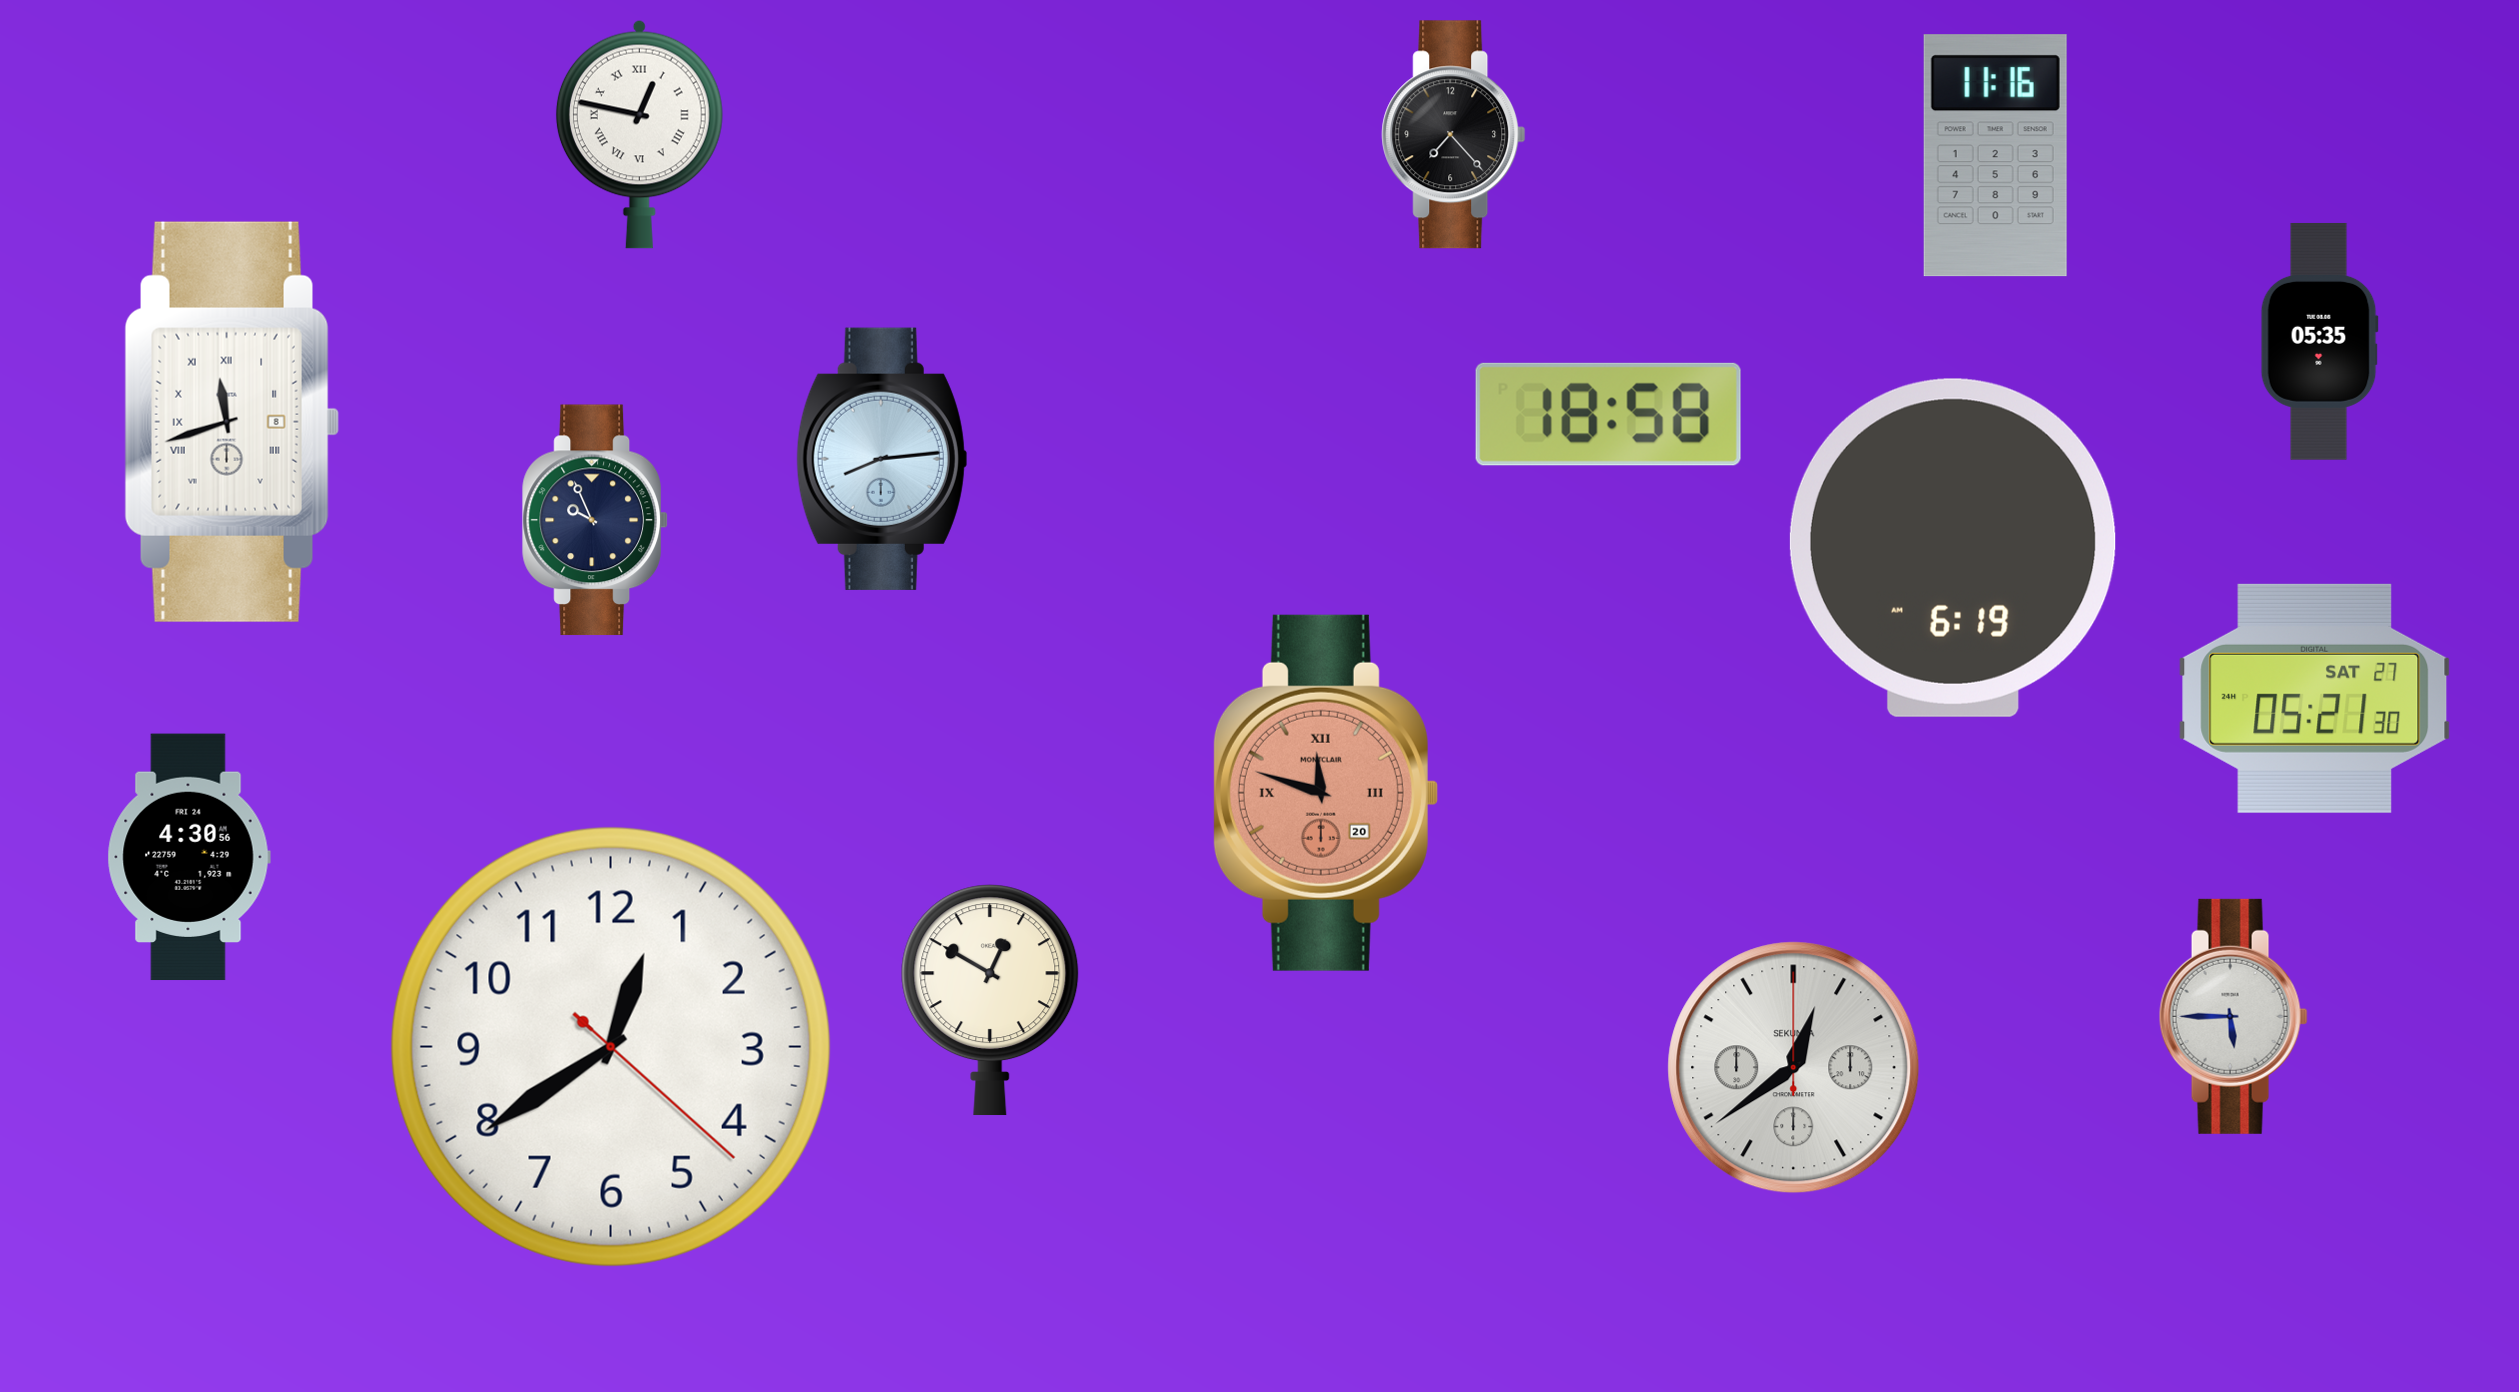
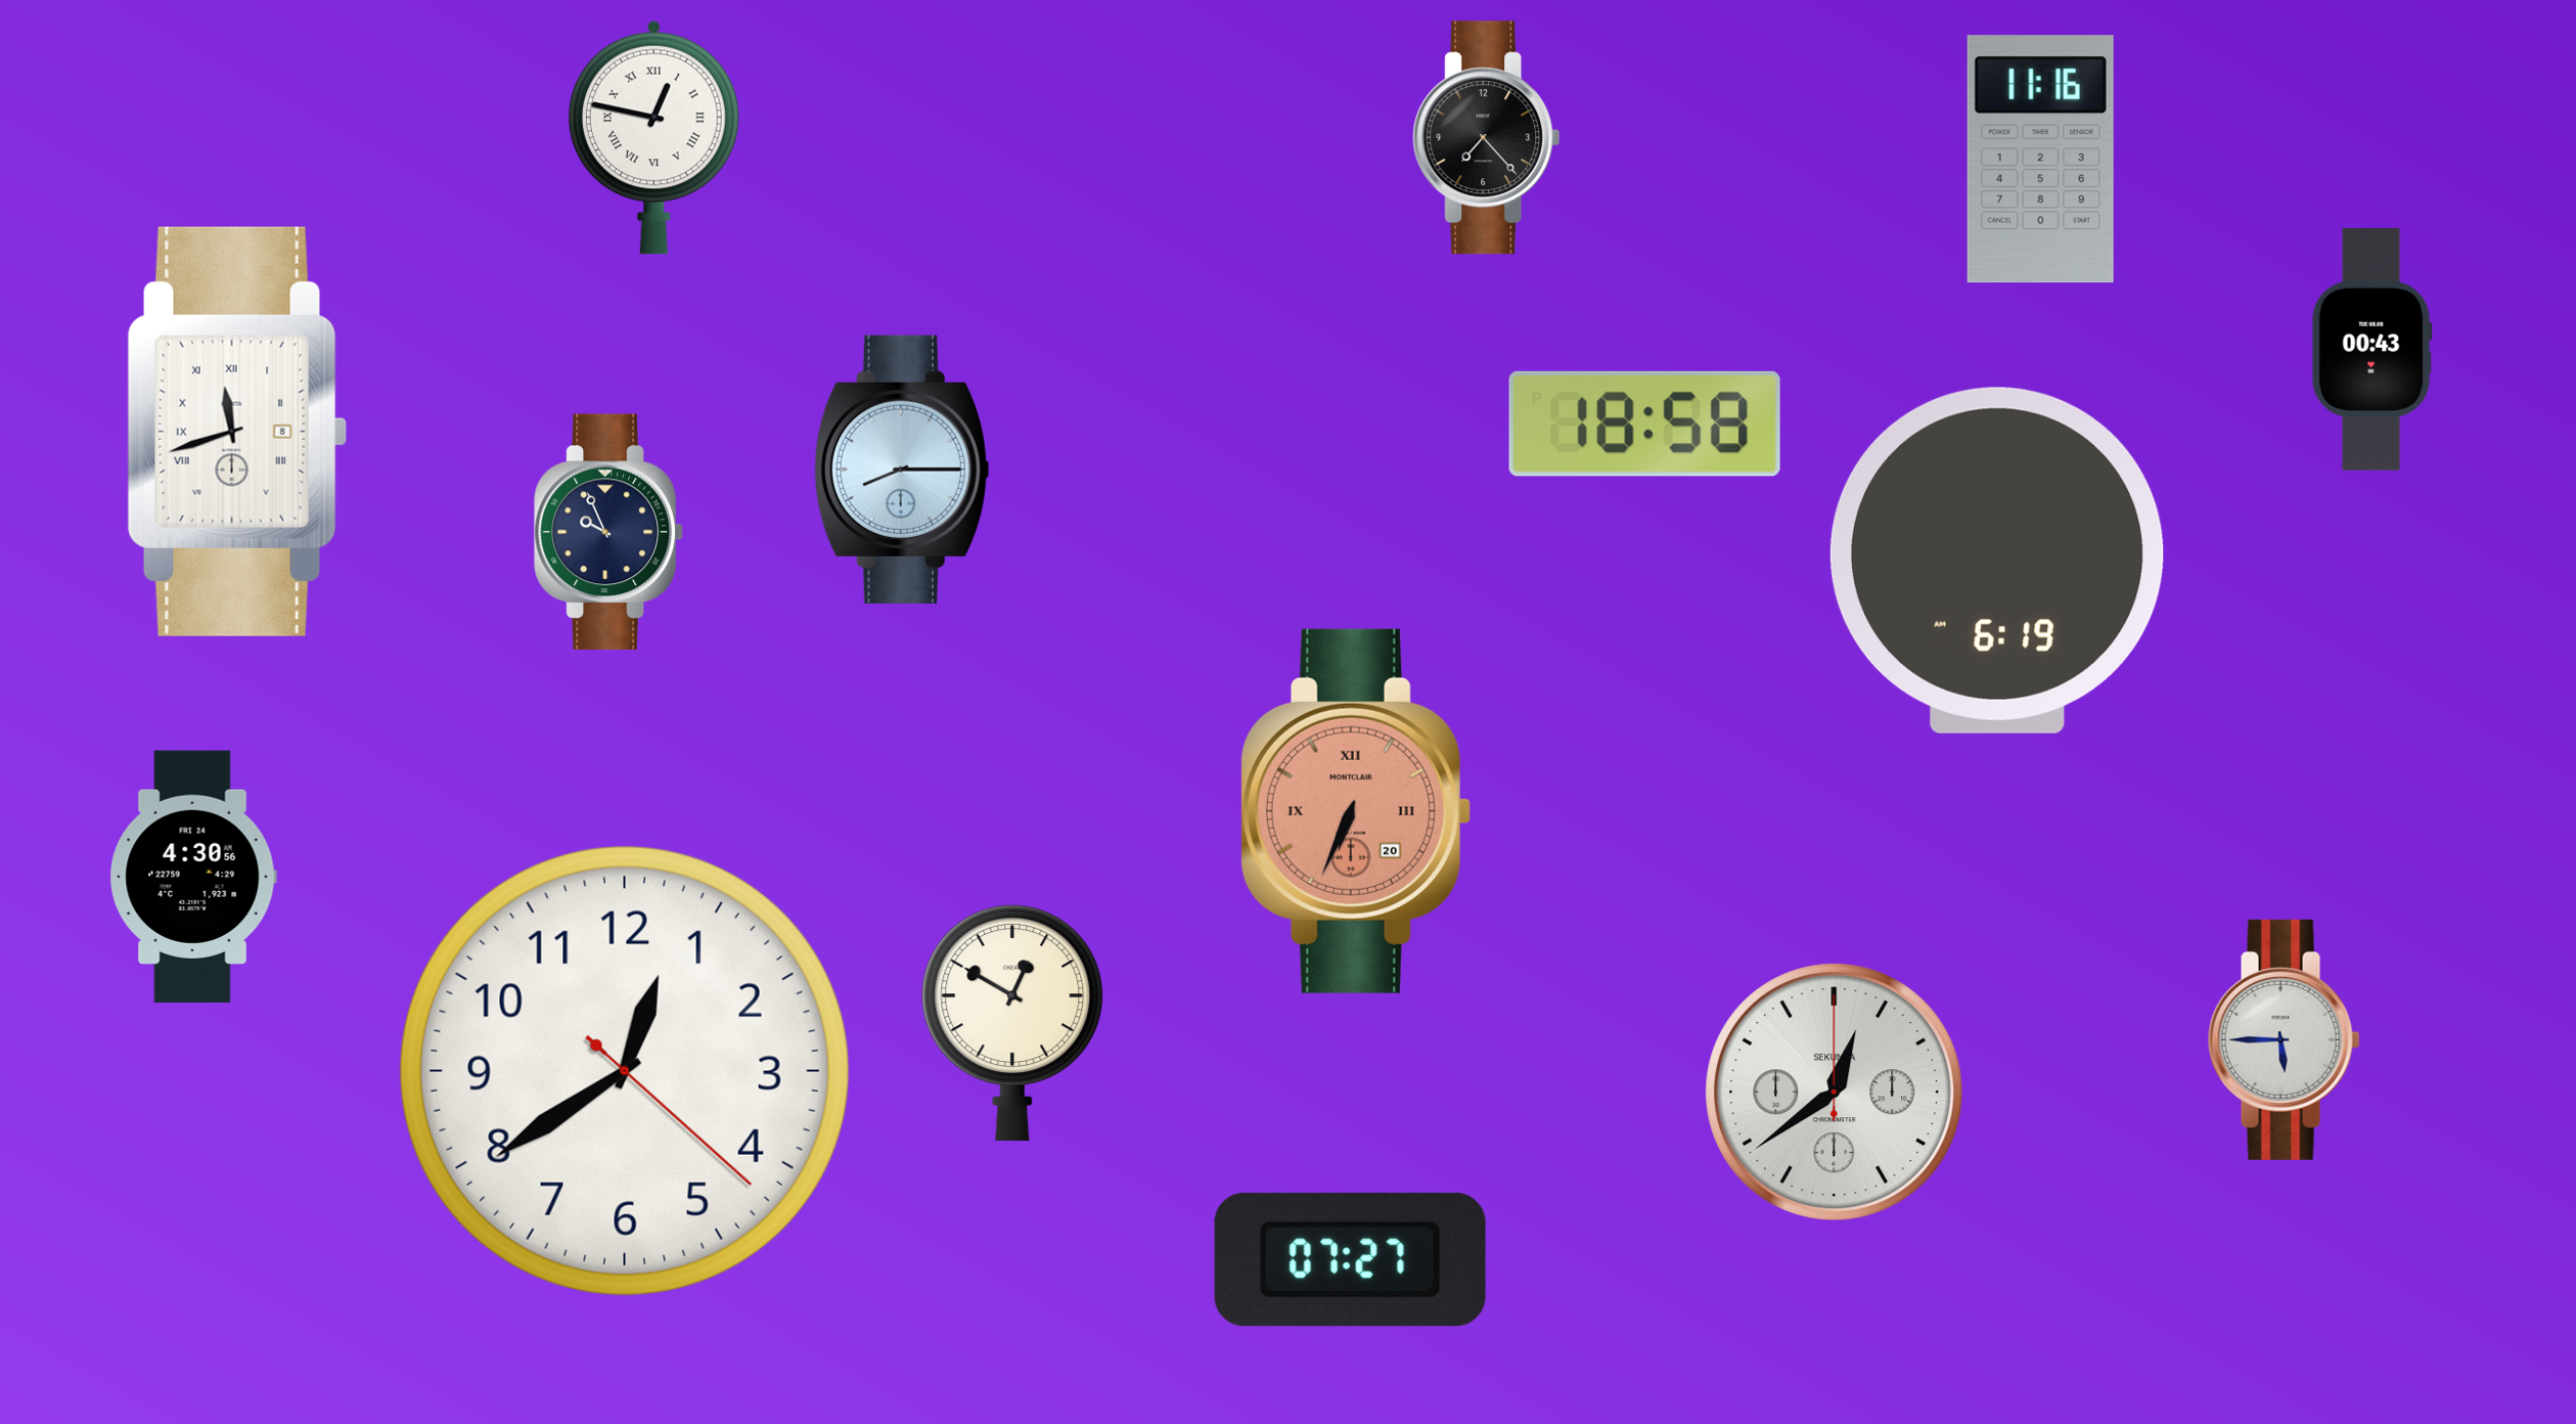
clock at (2319, 341): 05:35 -> 00:43
clock at (882, 459): 8:14 -> 8:15
clock at (2315, 698): 05:21 -> none
clock at (1325, 793): 11:48 -> 6:34
clock at (1350, 1259): none -> 07:27
